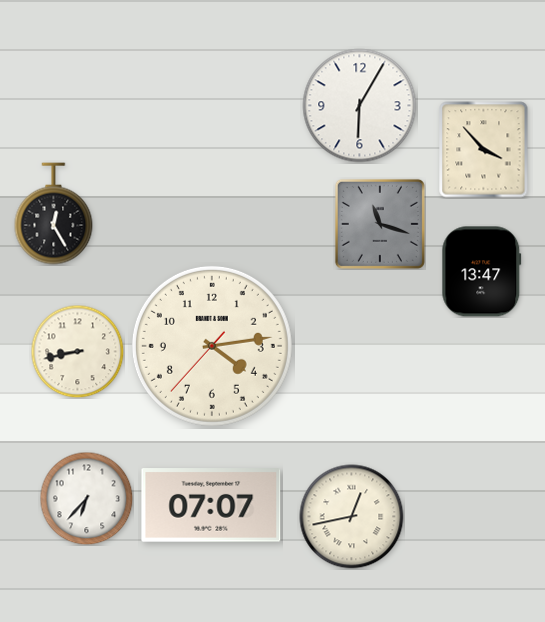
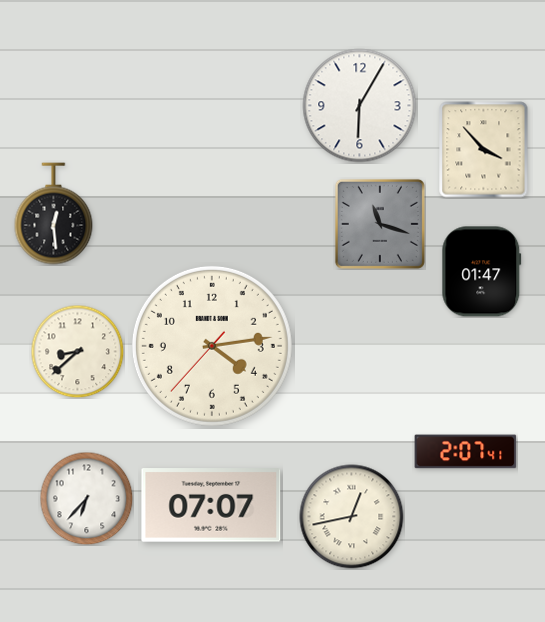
clock at (54, 214): 12:25 -> 12:29
clock at (482, 272): 13:47 -> 01:47
clock at (77, 351): 8:43 -> 8:38
clock at (466, 452): none -> 2:07
